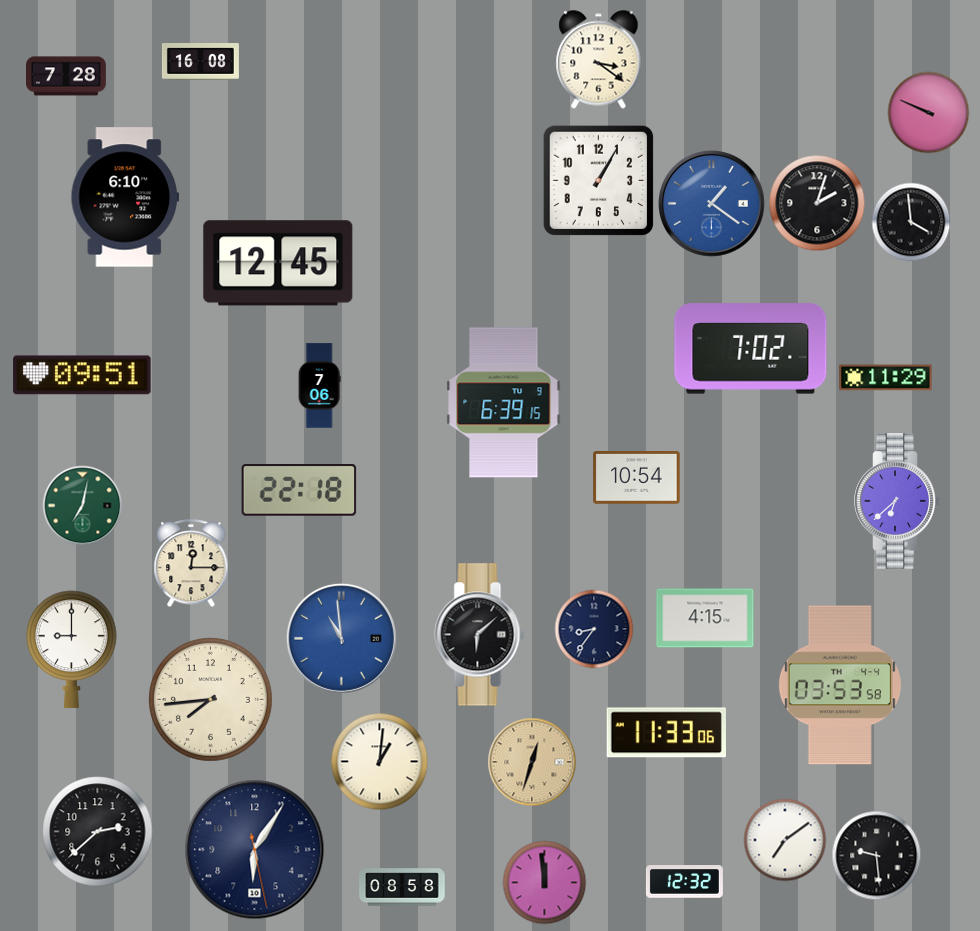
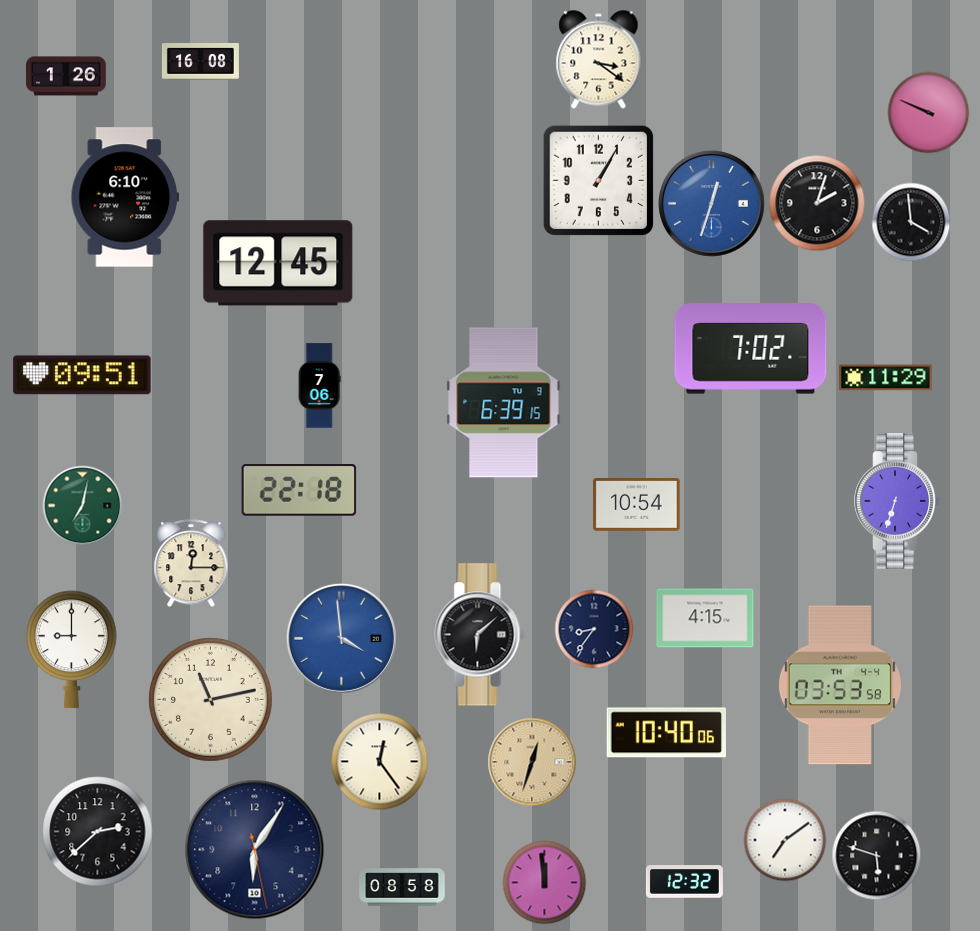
clock at (67, 76): 7:28 -> 1:26
clock at (712, 204): 1:21 -> 12:33
clock at (637, 478) position: (637, 478) -> (637, 505)
clock at (897, 501): 6:38 -> 6:33
clock at (341, 638): 10:59 -> 3:59
clock at (210, 699): 7:44 -> 11:13
clock at (666, 733): 11:33 -> 10:40
clock at (379, 761): 1:01 -> 12:24
clock at (876, 855): 9:29 -> 5:48
